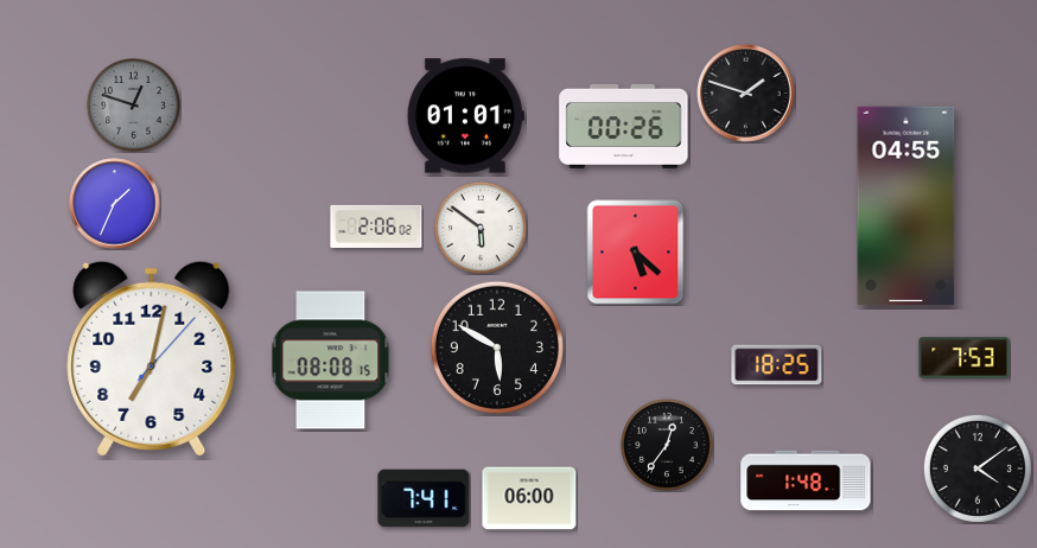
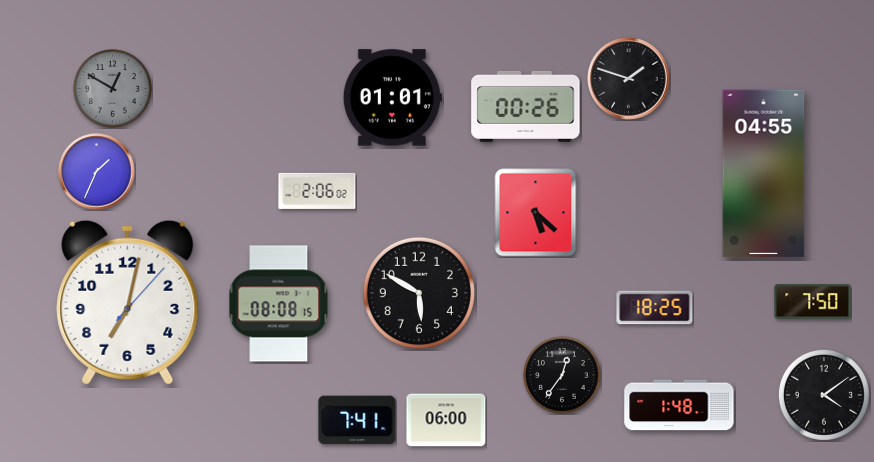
clock at (134, 106): 12:48 -> 12:50
clock at (482, 229): 5:51 -> none
clock at (965, 358): 7:53 -> 7:50
